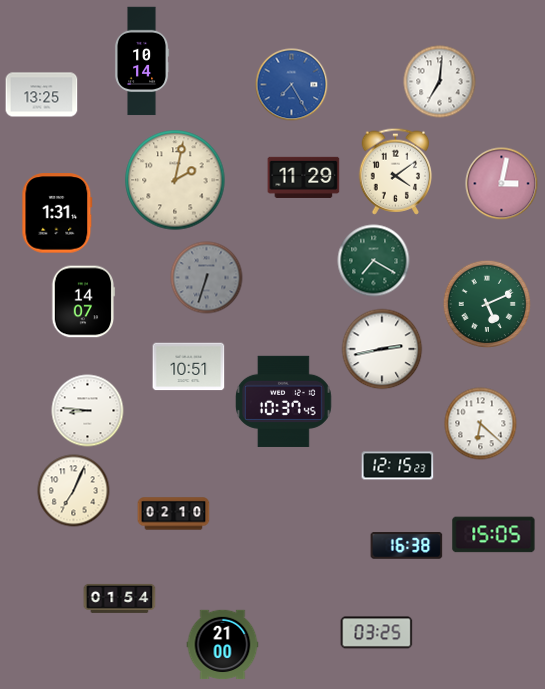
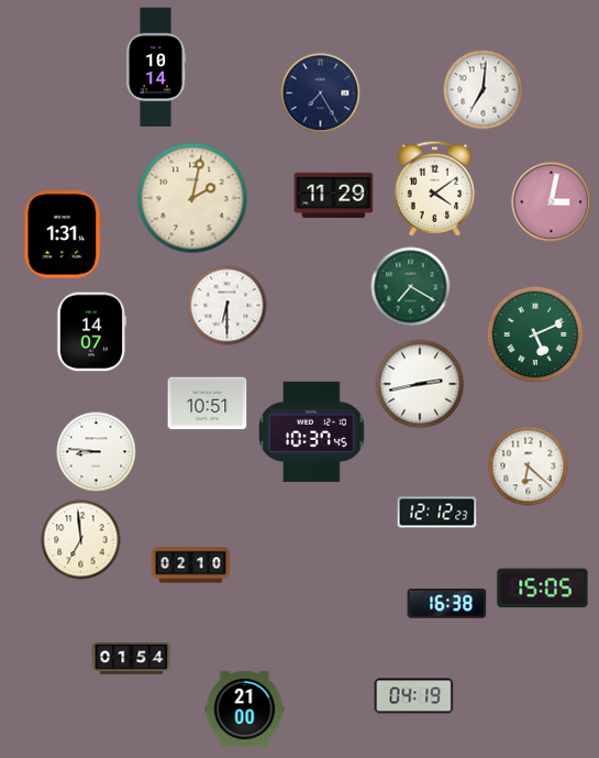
clock at (292, 85) dial: blue -> navy
clock at (42, 95): 13:25 -> none
clock at (207, 278): 6:33 -> 6:30
clock at (207, 278) dial: grey -> white
clock at (284, 401) position: (284, 401) -> (312, 431)
clock at (398, 466): 12:15 -> 12:12
clock at (74, 491): 7:04 -> 6:59
clock at (407, 546) position: (407, 546) -> (447, 604)
clock at (377, 633): 03:25 -> 04:19
